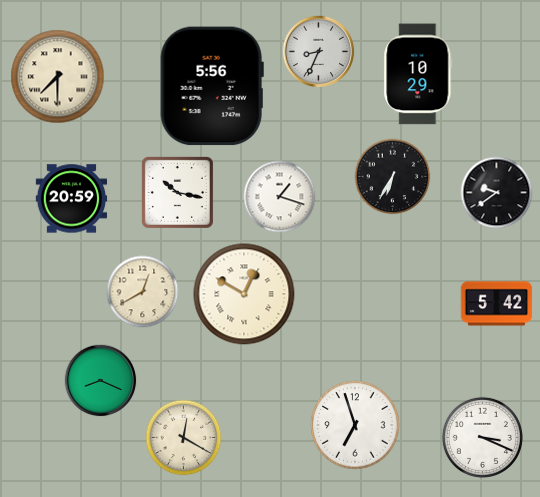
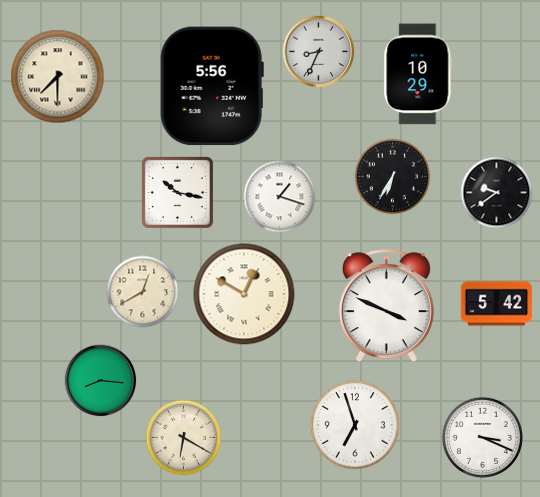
clock at (72, 199): 20:59 -> none
clock at (386, 306): none -> 3:49
clock at (101, 381): 8:19 -> 8:16
clock at (184, 438): 12:20 -> 6:20
